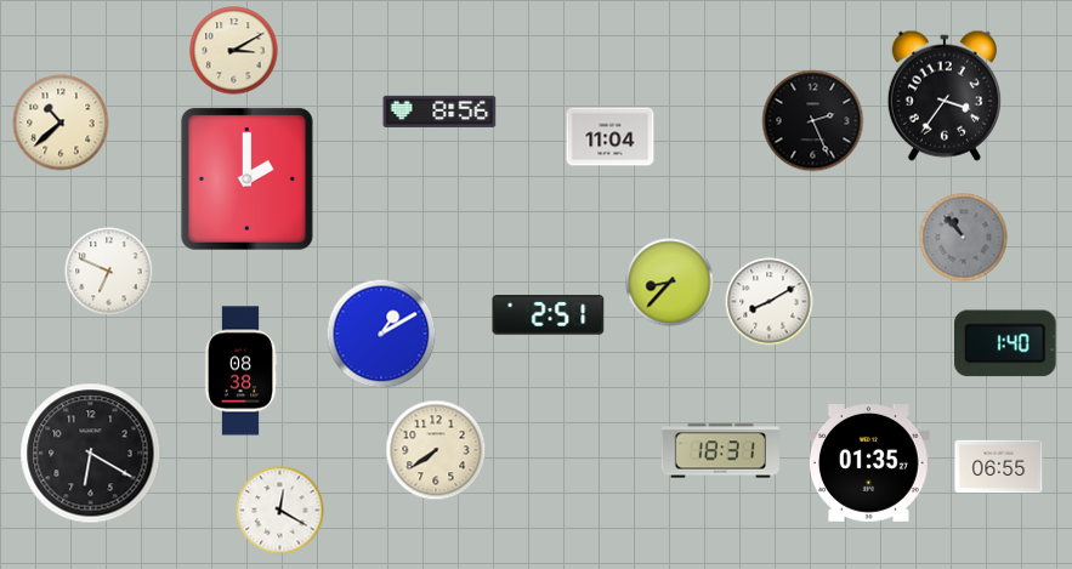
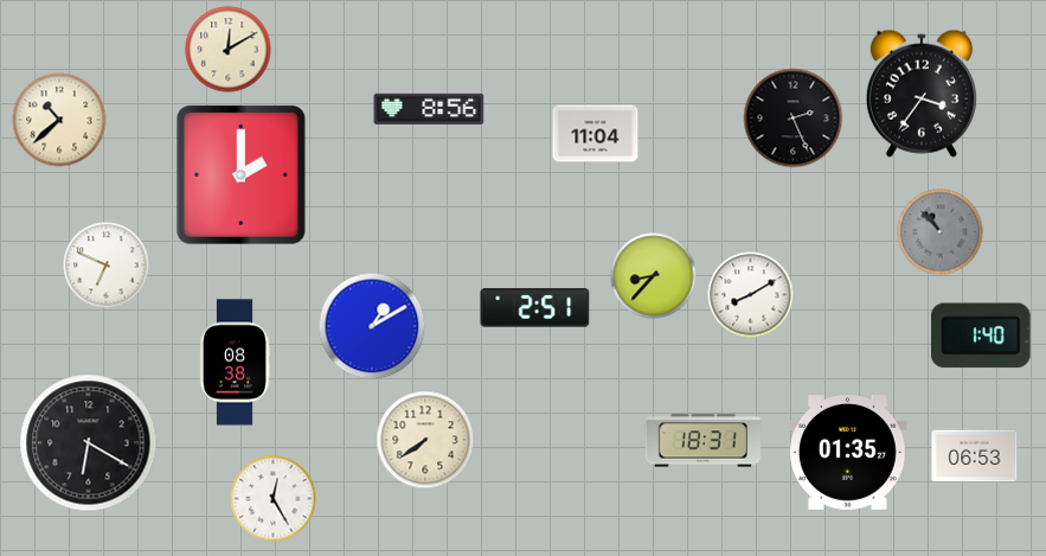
clock at (234, 51): 3:10 -> 12:10
clock at (999, 467): 06:55 -> 06:53
clock at (280, 511): 12:20 -> 12:25
